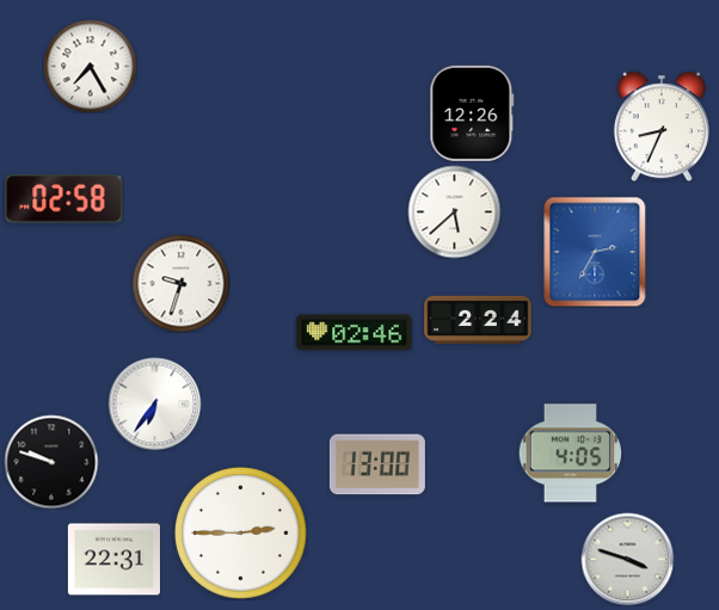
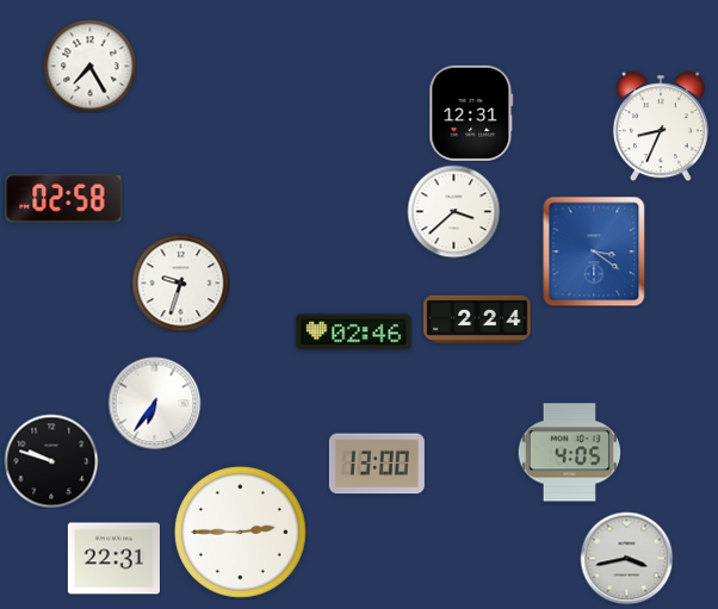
clock at (472, 113): 12:26 -> 12:31
clock at (454, 211): 5:38 -> 3:38
clock at (595, 252): 2:35 -> 3:21
clock at (627, 559): 3:48 -> 3:43
